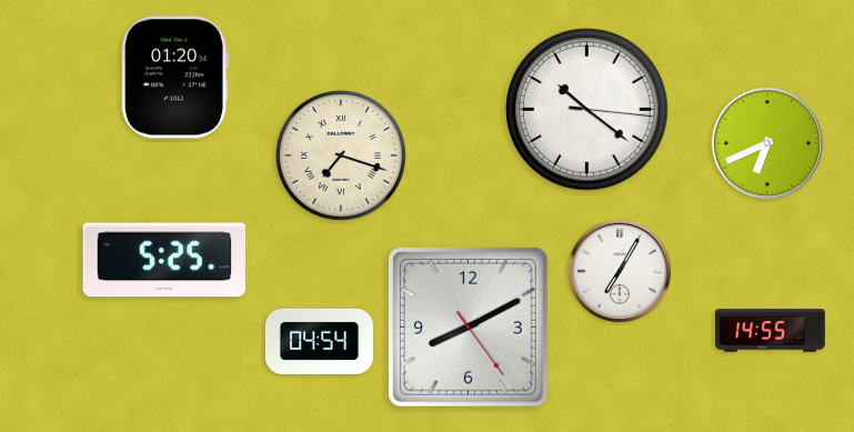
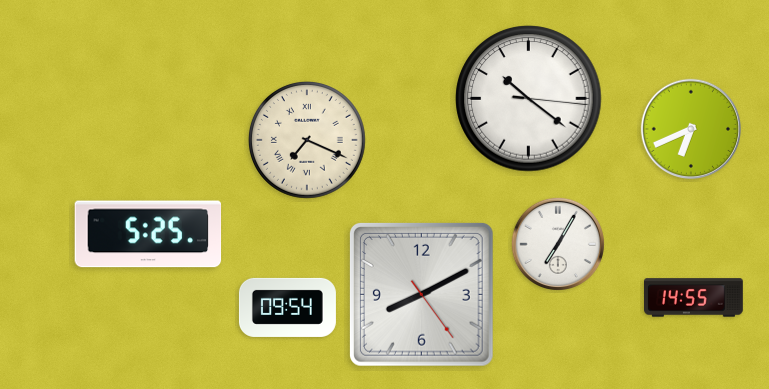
clock at (174, 78): 01:20 -> none
clock at (341, 155): 7:18 -> 7:19
clock at (319, 341): 04:54 -> 09:54
